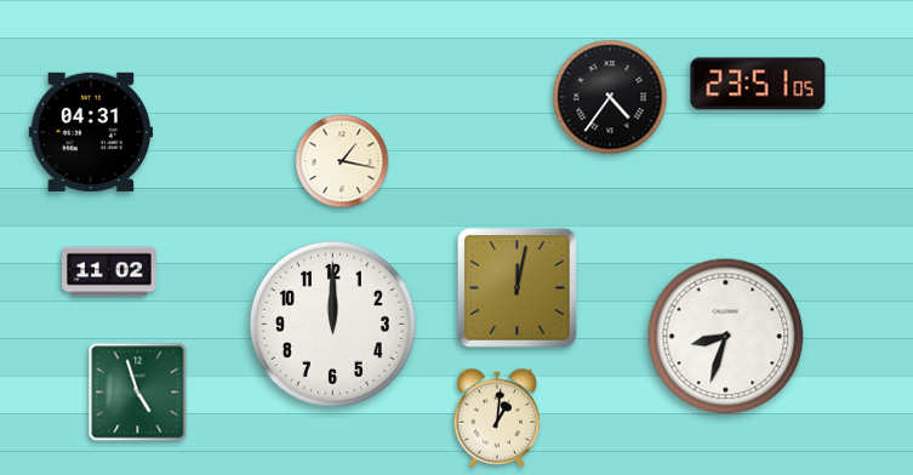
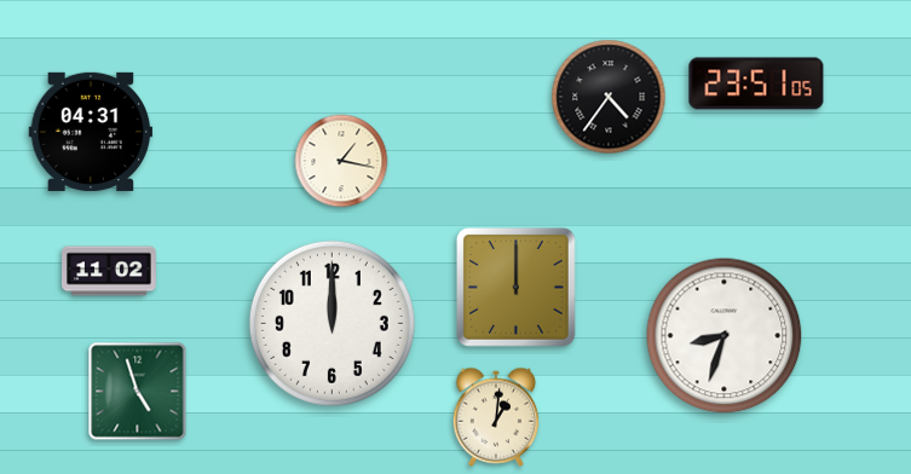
clock at (518, 288): 12:02 -> 12:00
